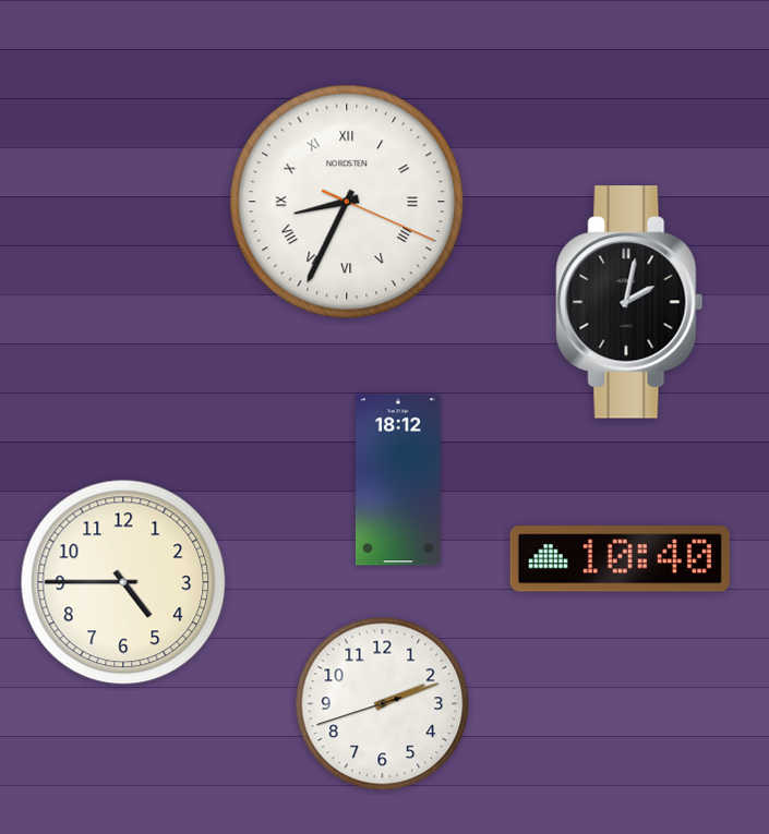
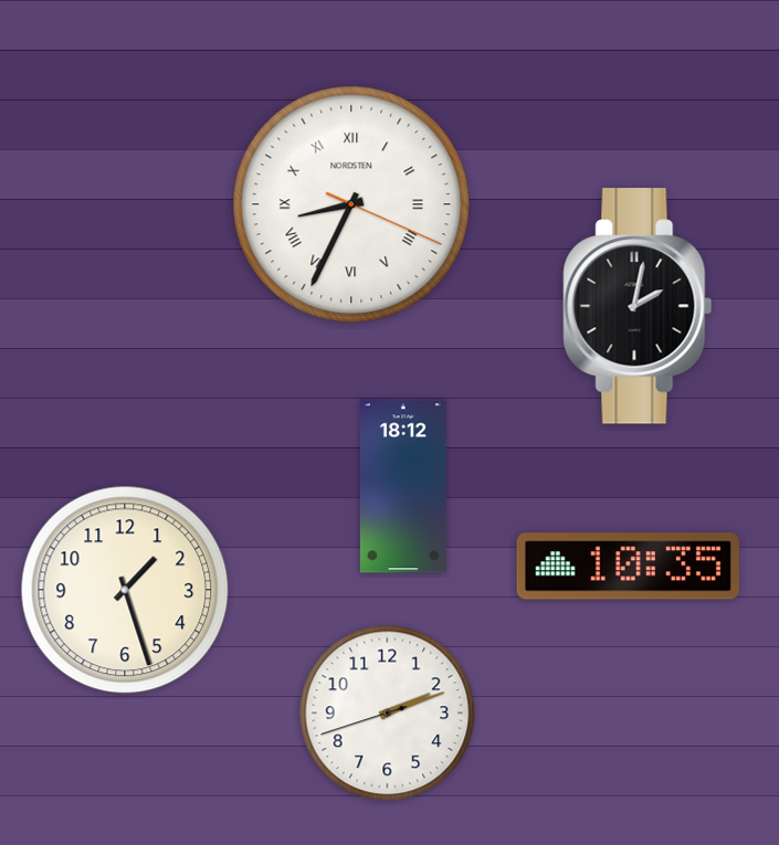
clock at (620, 559): 10:40 -> 10:35
clock at (123, 582): 4:45 -> 1:27
